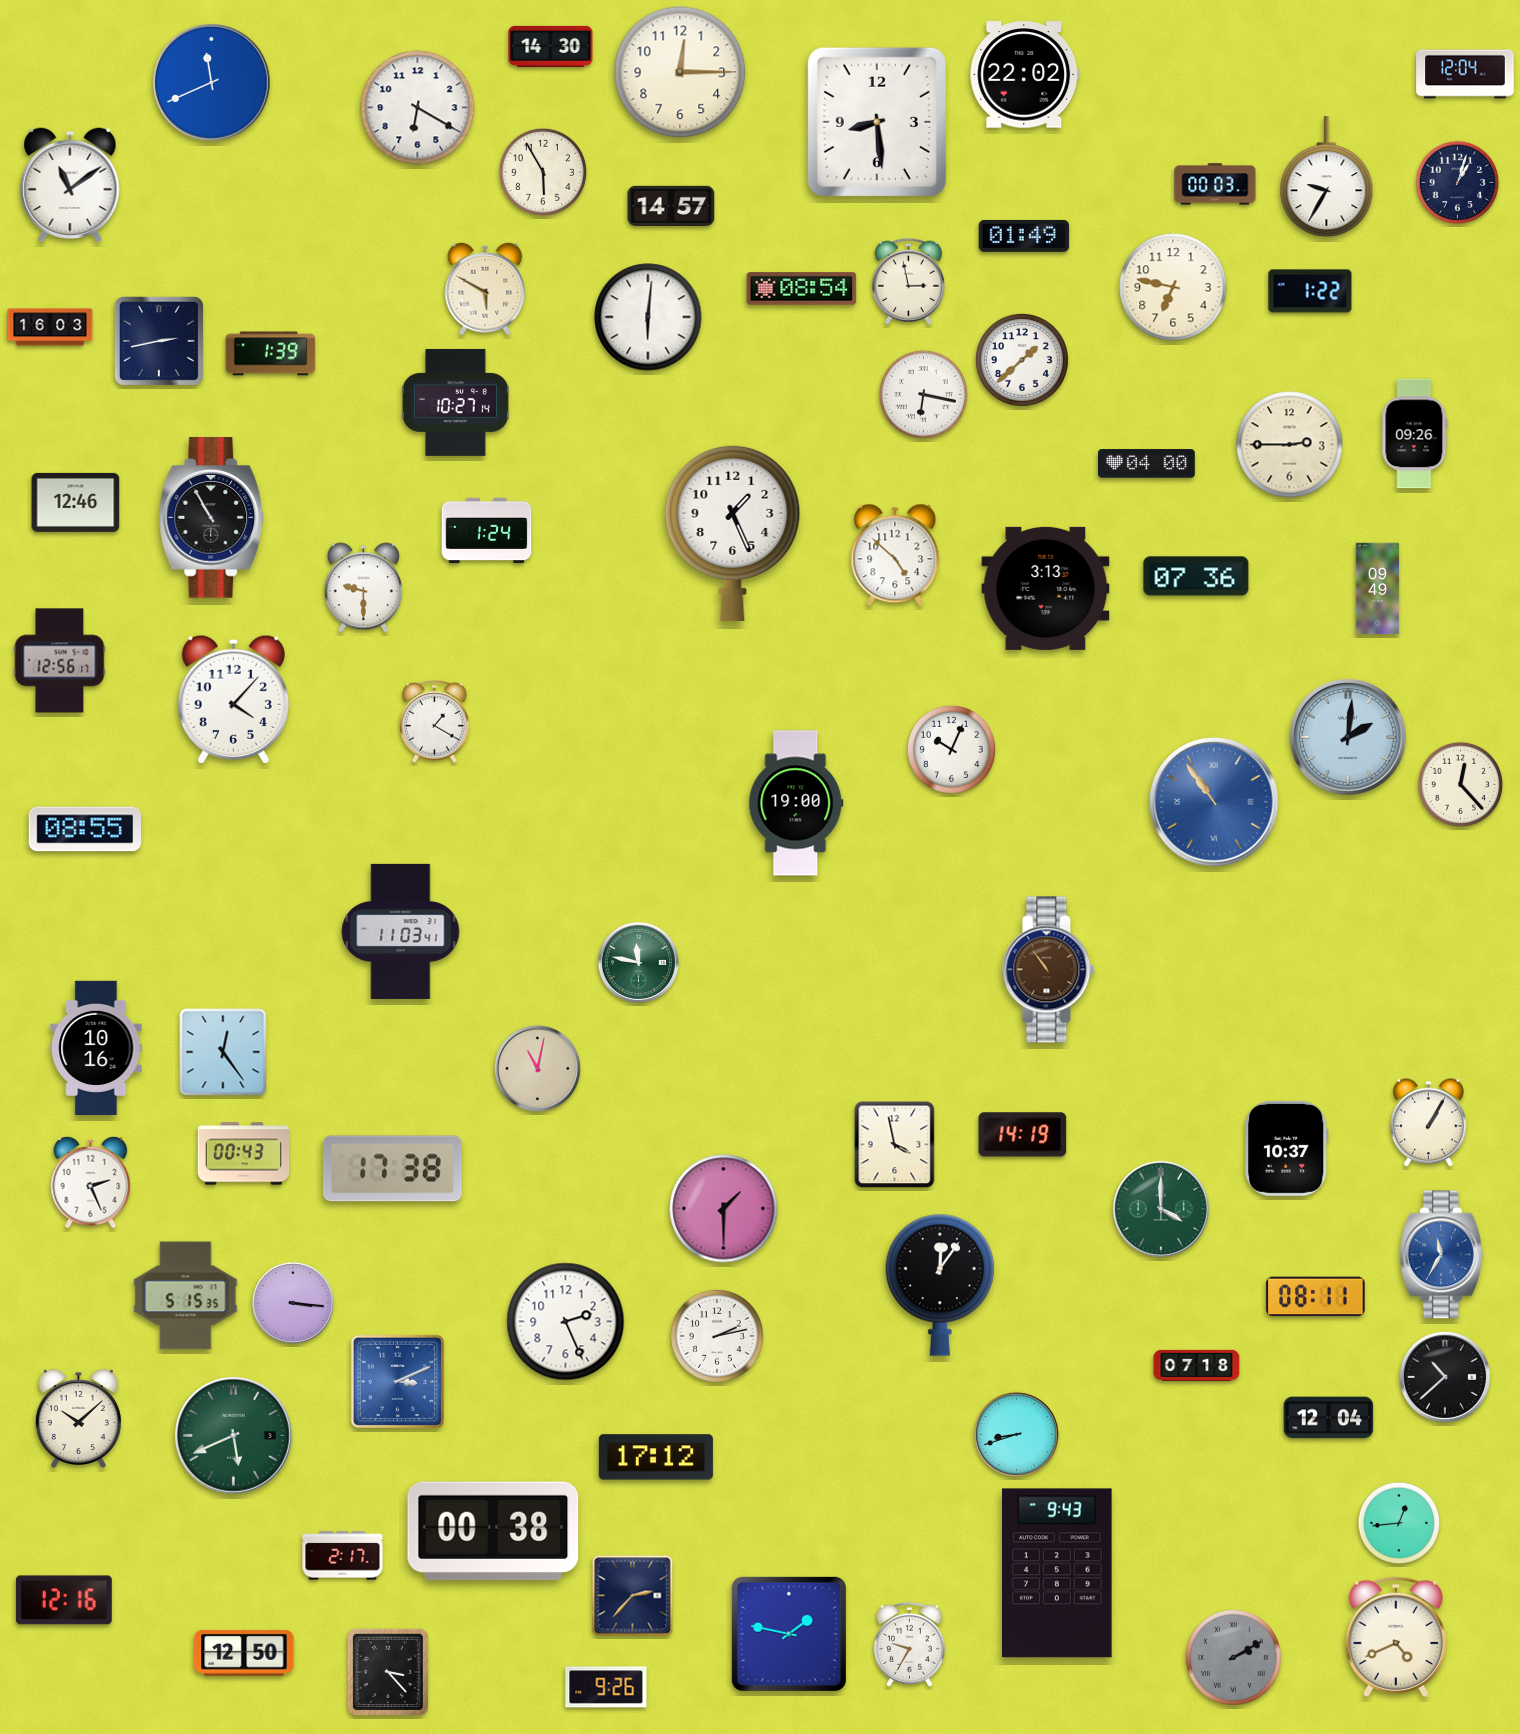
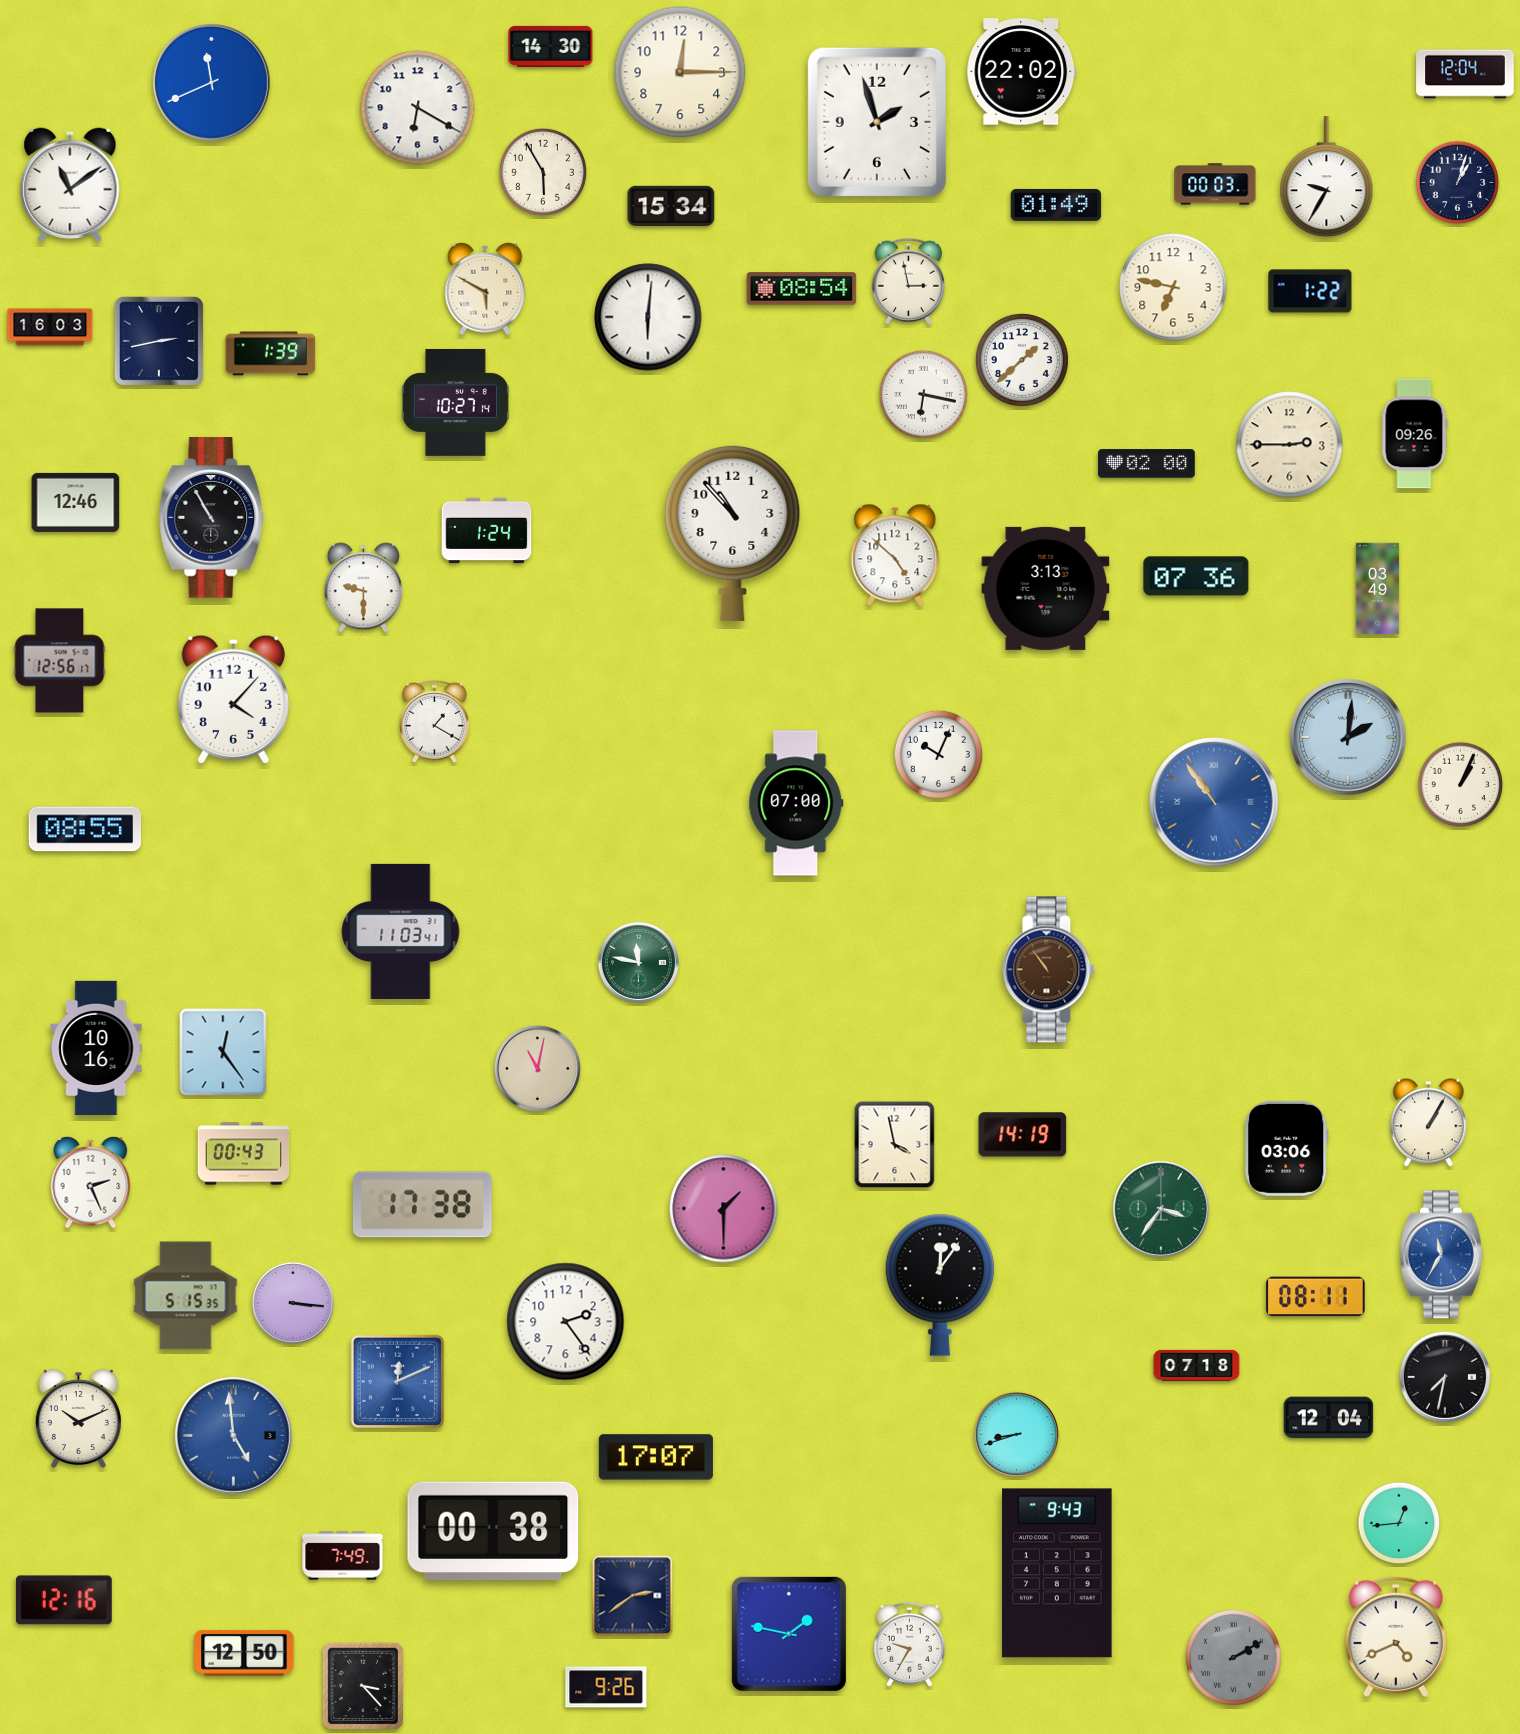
clock at (1025, 75) position: (1025, 75) -> (1022, 72)
clock at (877, 122): 8:29 -> 1:57
clock at (671, 205): 14:57 -> 15:34
clock at (1024, 236) position: (1024, 236) -> (1056, 205)
clock at (1147, 464): 04:00 -> 02:00
clock at (733, 533): 1:26 -> 10:53
clock at (1378, 589): 09:49 -> 03:49
clock at (951, 749) position: (951, 749) -> (938, 754)
clock at (1460, 784): 12:23 -> 1:04
clock at (796, 803): 19:00 -> 07:00
clock at (1287, 1148): 10:37 -> 03:06
clock at (392, 1169) position: (392, 1169) -> (422, 1205)
clock at (1161, 1209): 4:00 -> 3:36
clock at (566, 1322): 2:26 -> 2:24
clock at (717, 1336): 2:13 -> none
clock at (1445, 1377): 10:38 -> 7:32
clock at (398, 1382): 3:11 -> 12:11
clock at (78, 1418): 10:08 -> 10:11
clock at (234, 1436): 5:41 -> 4:59
clock at (234, 1436) dial: green -> blue
clock at (656, 1457): 17:12 -> 17:07
clock at (343, 1556): 2:17 -> 7:49
clock at (633, 1596): 2:37 -> 2:39
clock at (388, 1672) position: (388, 1672) -> (363, 1686)
